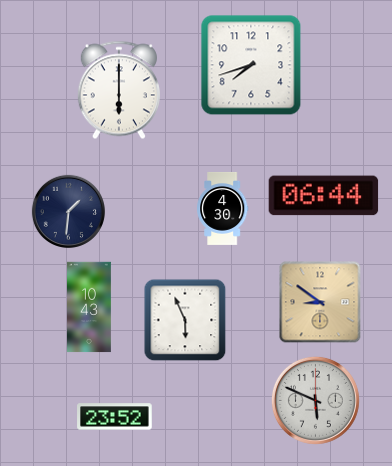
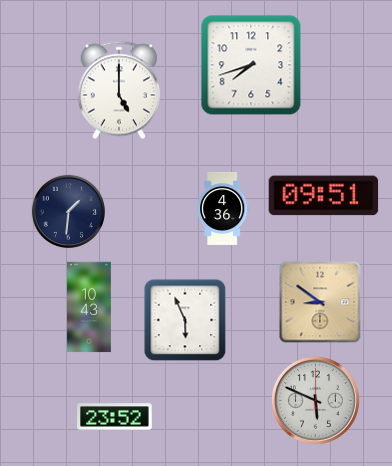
clock at (119, 90): 6:00 -> 5:00
clock at (324, 196): 06:44 -> 09:51
clock at (223, 208): 4:30 -> 4:36
